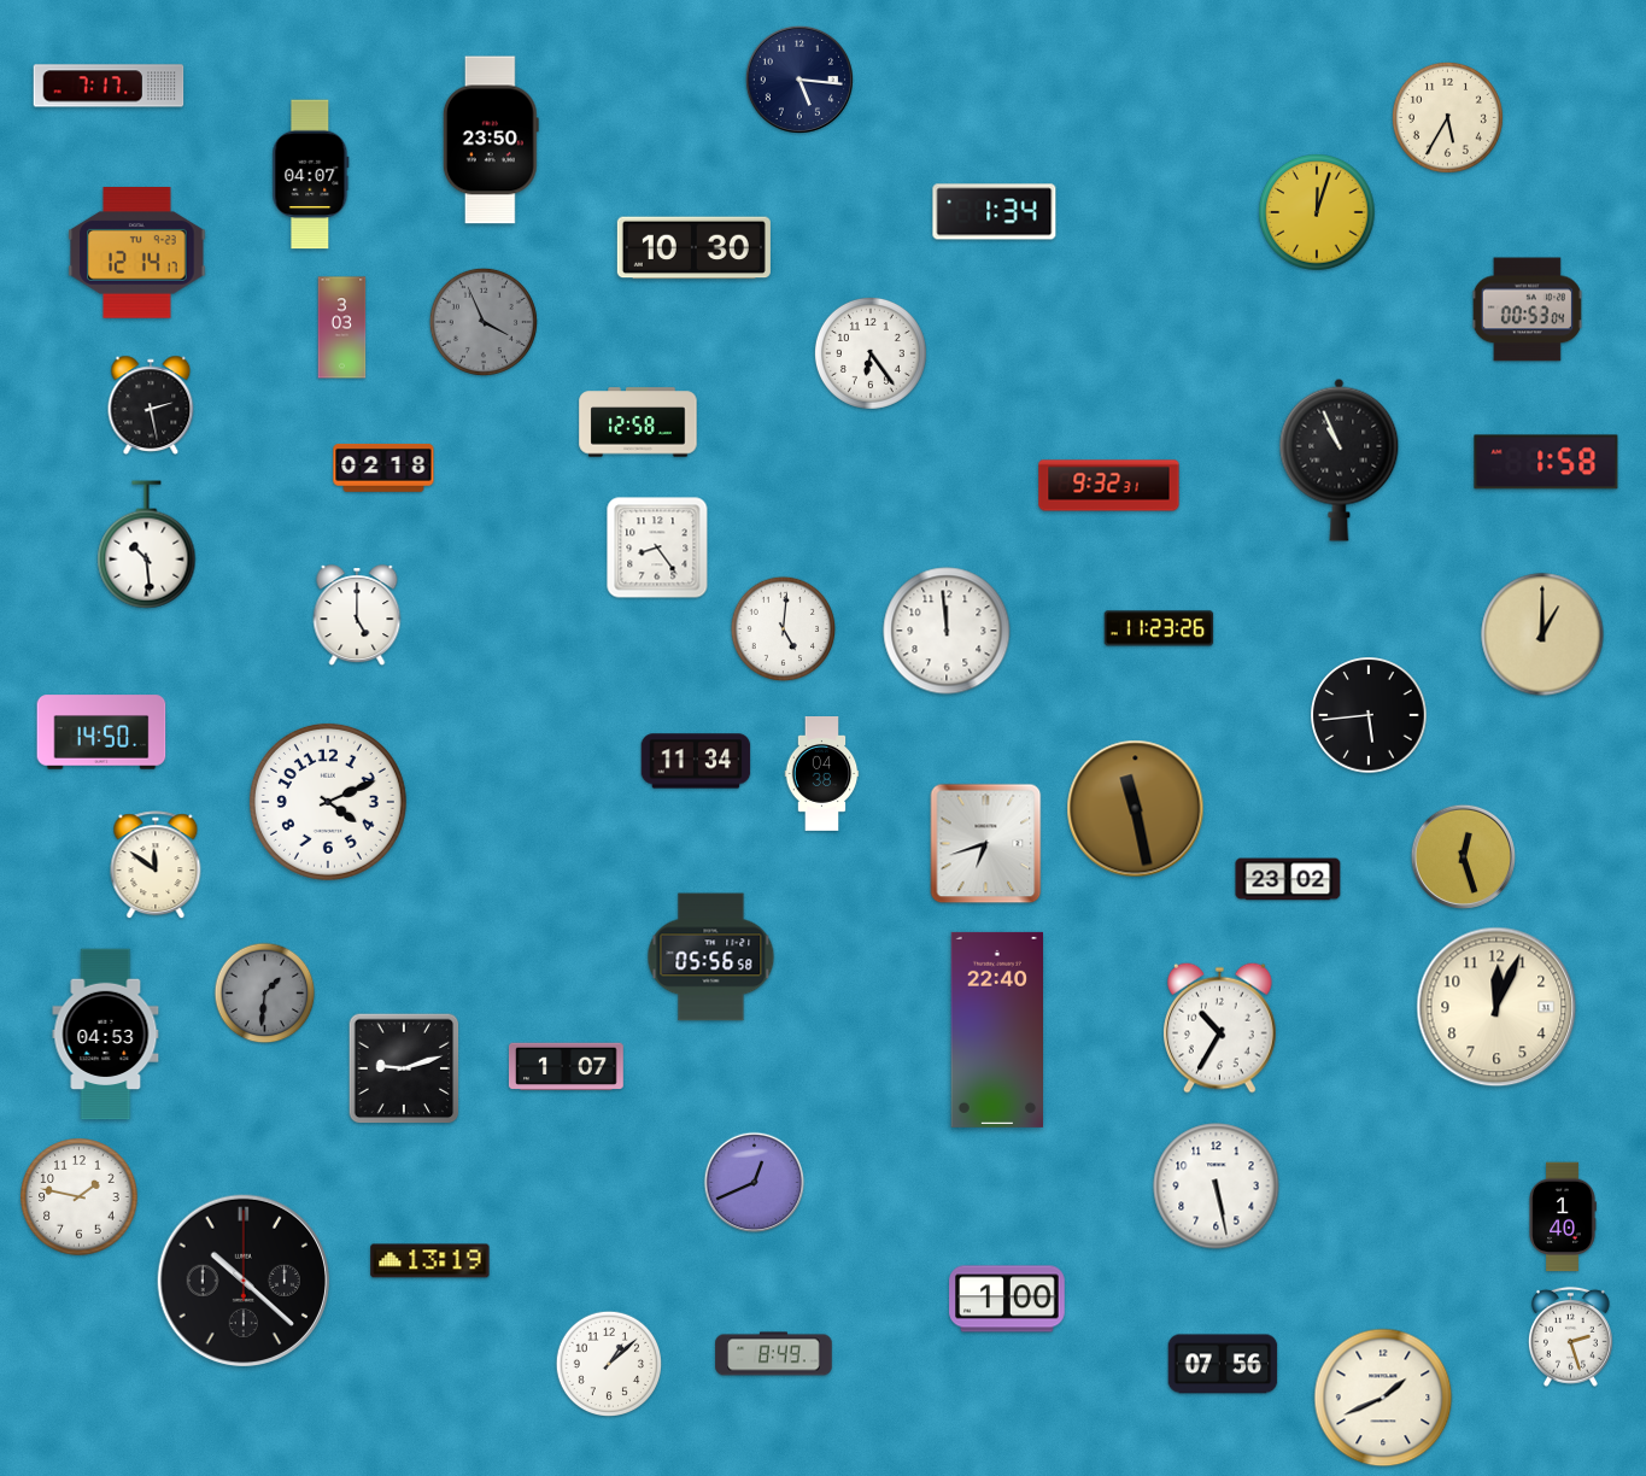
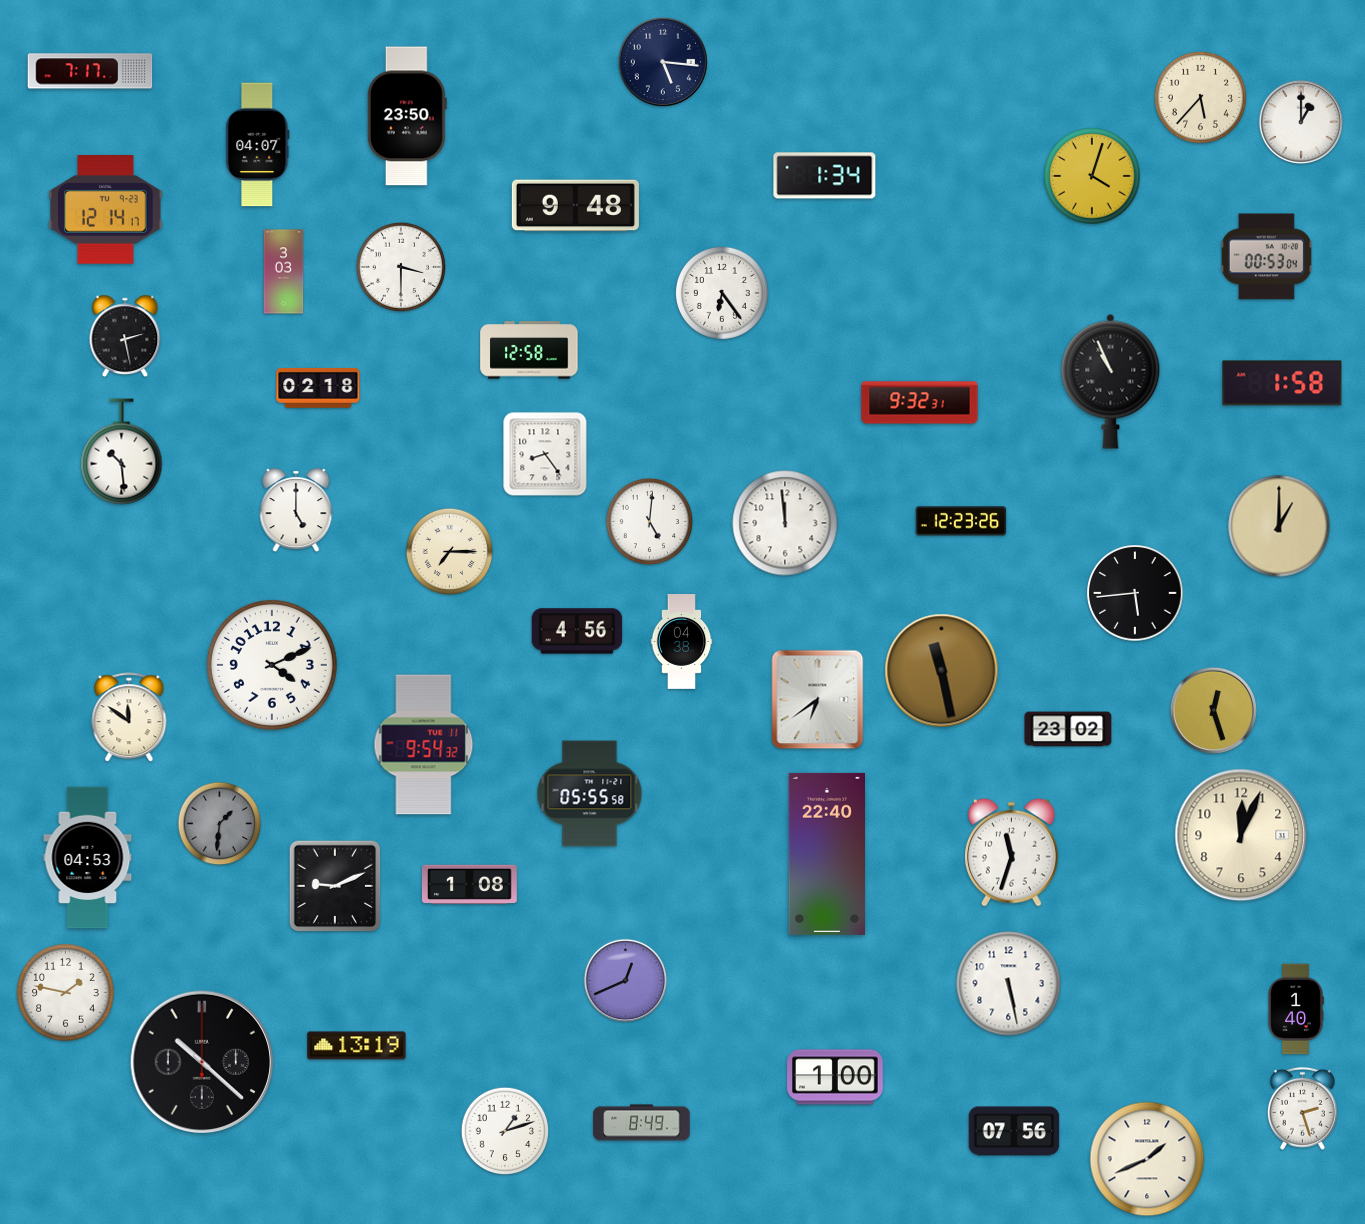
clock at (799, 80) position: (799, 80) -> (663, 62)
clock at (1447, 117): 5:35 -> 5:37
clock at (1301, 122): none -> 1:00
clock at (1317, 212): 12:03 -> 4:03
clock at (693, 248): 10:30 -> 9:48
clock at (137, 253) position: (137, 253) -> (106, 210)
clock at (484, 322): 3:56 -> 3:30
clock at (484, 322) dial: grey -> white
clock at (1159, 628): 11:23 -> 12:23
clock at (450, 552): none -> 7:15
clock at (101, 732): 14:50 -> none
clock at (696, 761): 11:34 -> 4:56
clock at (986, 844): 6:42 -> 6:39
clock at (424, 745): none -> 9:54
clock at (711, 957): 05:56 -> 05:55
clock at (1220, 1027): 10:35 -> 11:33
clock at (566, 1067): 1:07 -> 1:08
clock at (404, 1068): 9:12 -> 9:11
clock at (608, 1363): 1:08 -> 1:12
